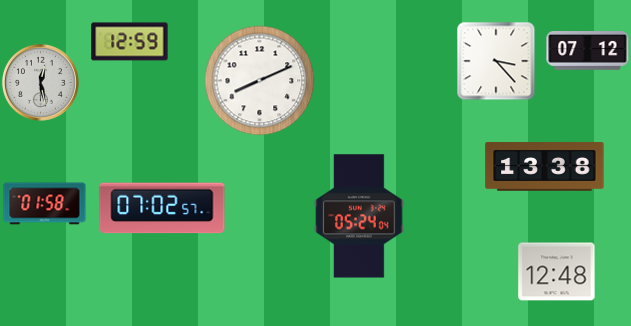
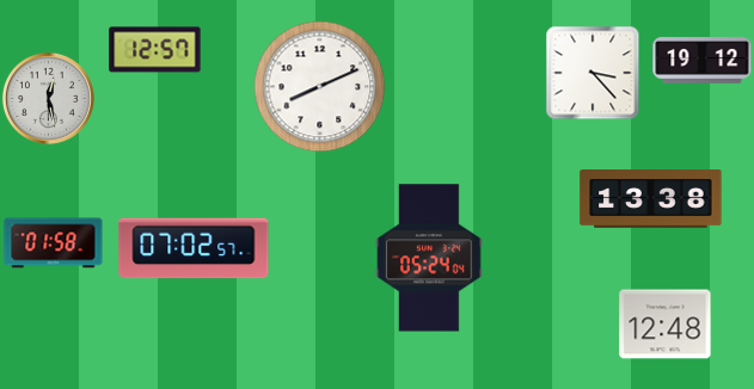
clock at (130, 42): 12:59 -> 12:57
clock at (588, 51): 07:12 -> 19:12
clock at (260, 81) position: (260, 81) -> (320, 87)
